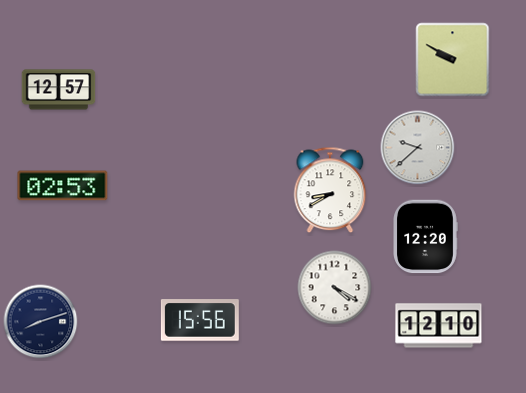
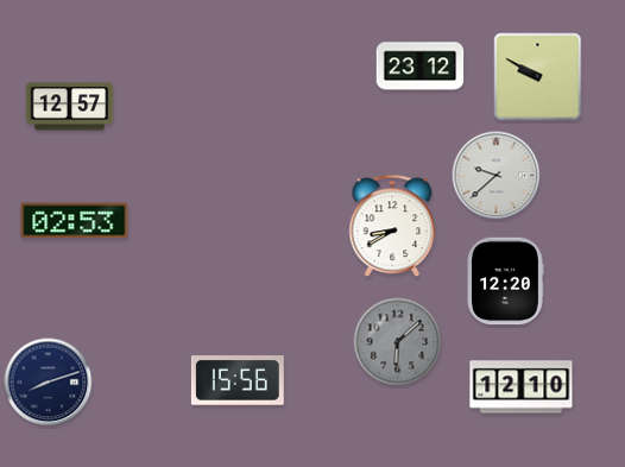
clock at (421, 67): none -> 23:12
clock at (453, 60) position: (453, 60) -> (538, 77)
clock at (335, 288): 4:20 -> 6:08
clock at (335, 288) dial: white -> grey
